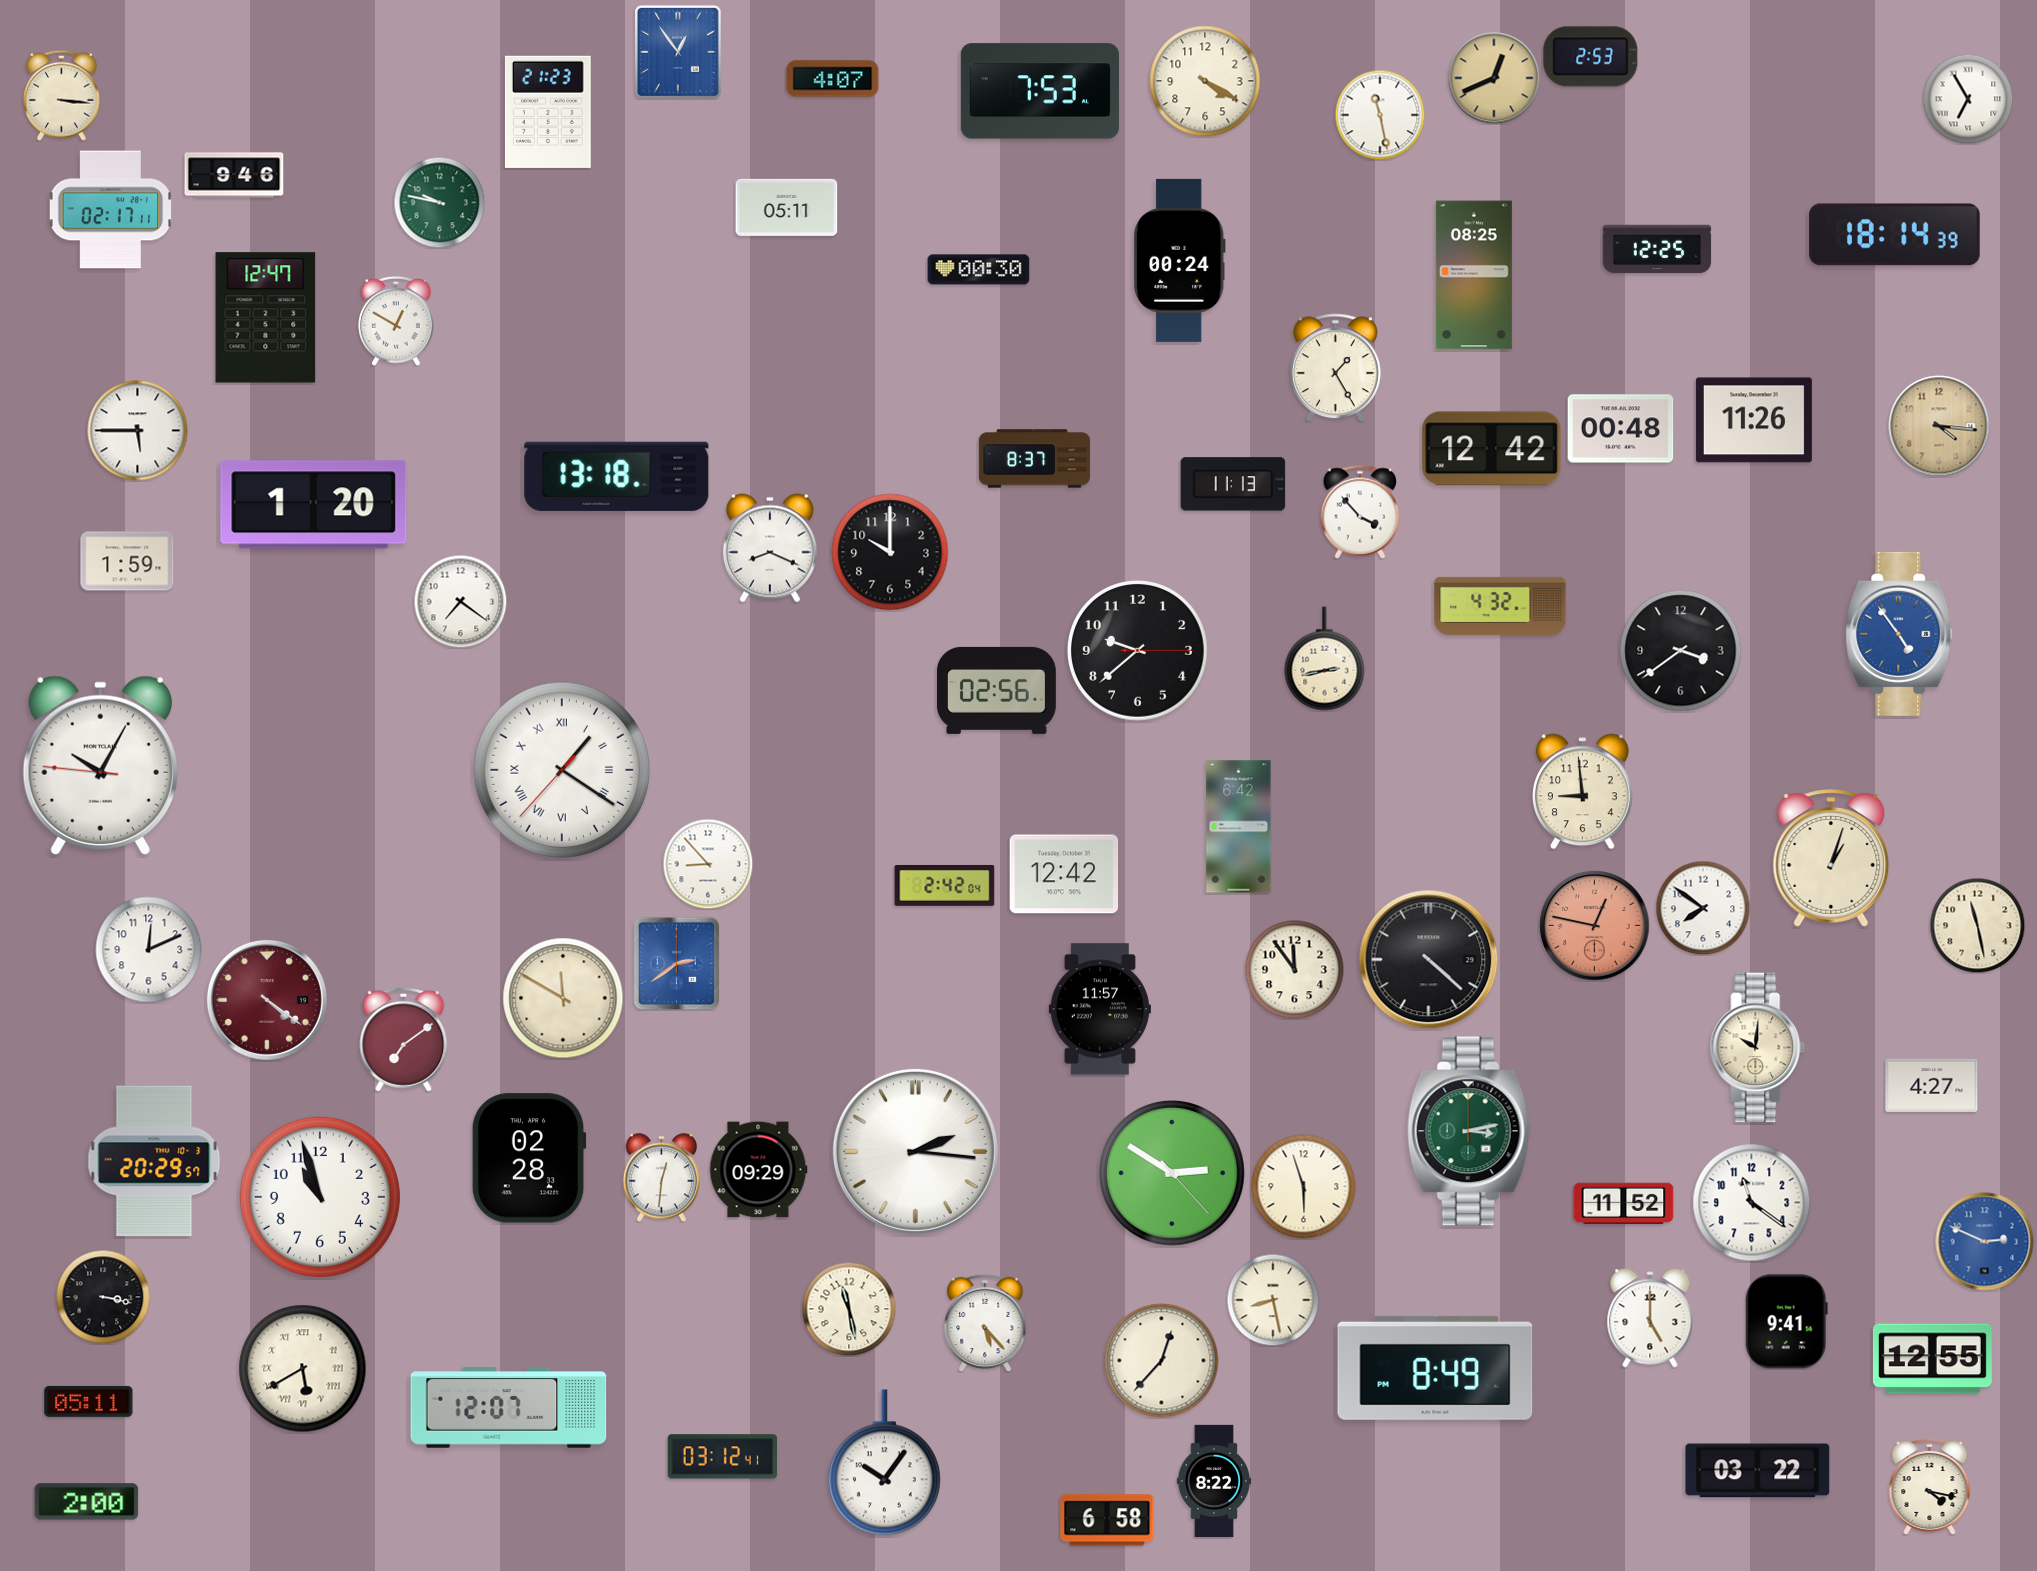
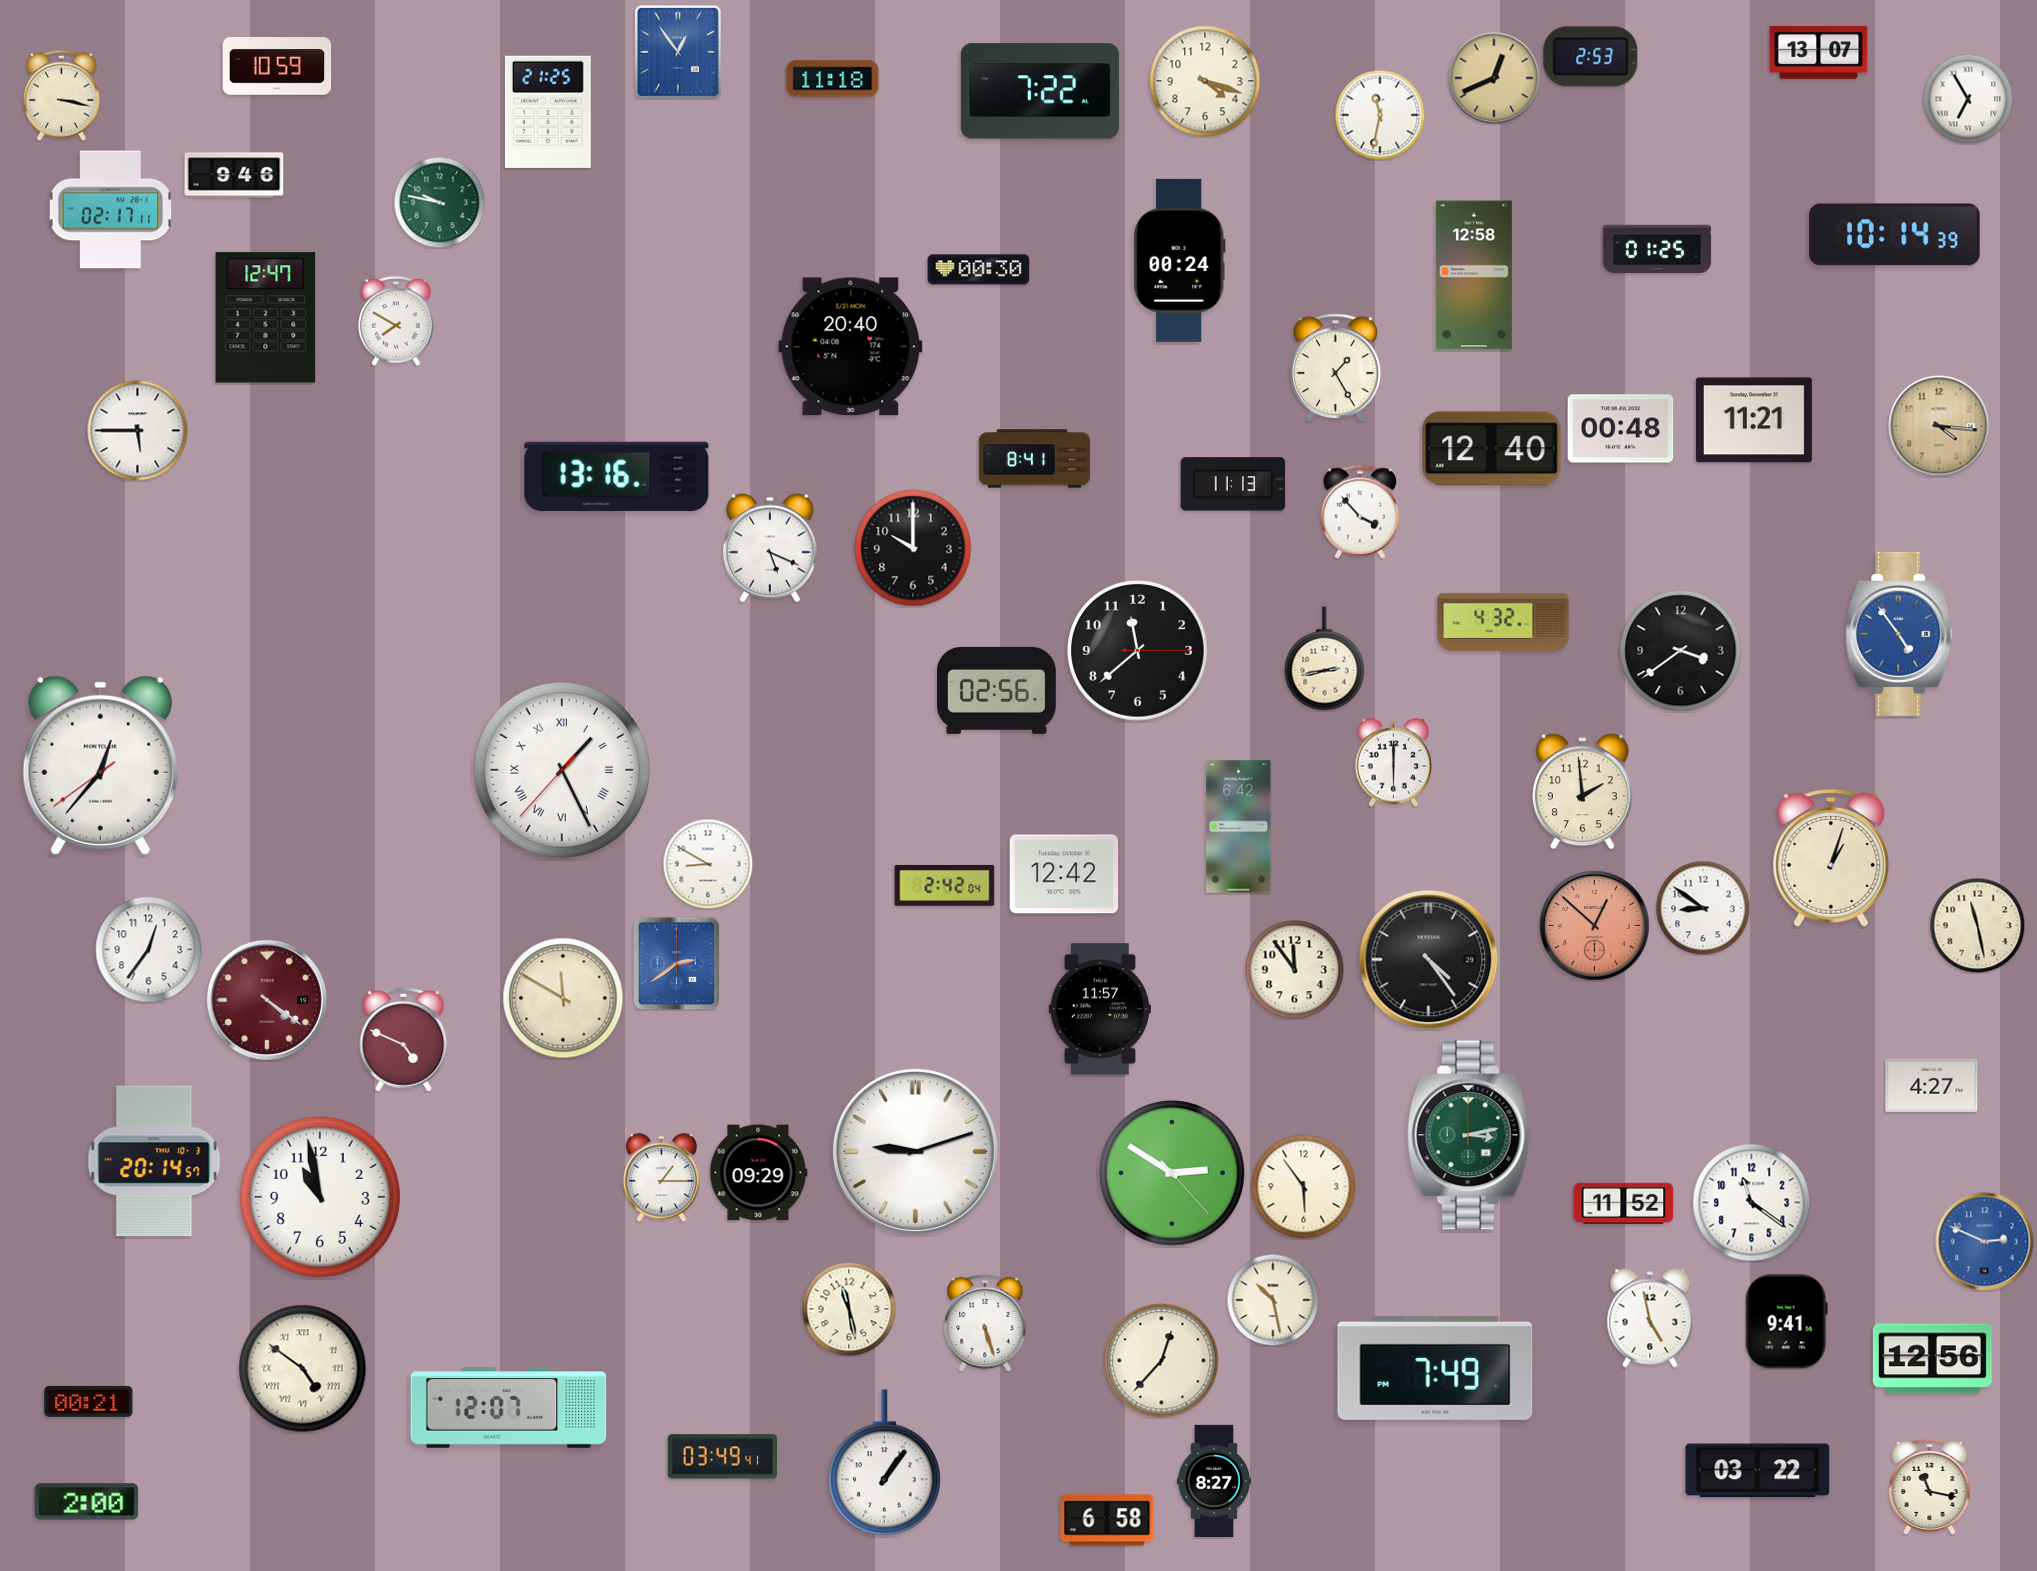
clock at (1819, 53): none -> 13:07
clock at (277, 66): none -> 10:59
clock at (833, 79): 4:07 -> 11:18
clock at (1205, 81): 4:20 -> 4:18
clock at (1040, 91): 7:53 -> 7:22
clock at (61, 95): 3:16 -> 3:17
clock at (548, 112): 21:23 -> 21:25
clock at (1380, 115): 11:28 -> 11:32
clock at (787, 207): 05:11 -> none
clock at (1895, 235): 18:14 -> 10:14
clock at (1657, 249): 12:25 -> 01:25
clock at (1474, 275): 08:25 -> 12:58
clock at (396, 321): 12:50 -> 7:50
clock at (851, 347): none -> 20:40
clock at (1754, 420): 11:26 -> 11:21
clock at (1492, 449): 12:42 -> 12:40
clock at (1034, 459): 8:37 -> 8:41
clock at (617, 476): 13:18 -> 13:16
clock at (314, 505): 1:20 -> none
clock at (770, 548): 8:19 -> 5:19
clock at (890, 552) position: (890, 552) -> (913, 548)
clock at (127, 561): 1:59 -> none
clock at (460, 601): 7:21 -> none
clock at (1500, 606) position: (1500, 606) -> (1503, 622)
clock at (1138, 651): 9:38 -> 11:38
clock at (1394, 763): none -> 6:00
clock at (100, 765): 10:04 -> 12:36
clock at (562, 770): 1:20 -> 1:25
clock at (1582, 792): 8:59 -> 1:59
clock at (708, 864): 8:53 -> 8:50
clock at (1703, 908): 7:51 -> 8:51
clock at (1595, 926): 12:47 -> 12:52
clock at (149, 950): 12:11 -> 12:36
clock at (1429, 960): 4:22 -> 4:24
clock at (404, 1039): 7:09 -> 4:49
clock at (1758, 1048): 10:01 -> none
clock at (1469, 1131) position: (1469, 1131) -> (1469, 1135)
clock at (915, 1151): 2:16 -> 9:12
clock at (529, 1158): 02:28 -> none
clock at (154, 1161): 20:29 -> 20:14
clock at (759, 1170) position: (759, 1170) -> (759, 1173)
clock at (662, 1178): 12:31 -> 1:15
clock at (1304, 1187): 5:57 -> 5:54
clock at (320, 1197): 10:57 -> 10:58
clock at (103, 1297): 3:17 -> none
clock at (1273, 1300): 8:28 -> 10:28
clock at (1650, 1318): 5:00 -> 4:58
clock at (985, 1323): 5:23 -> 5:27
clock at (1932, 1359): 12:55 -> 12:56
clock at (1435, 1368): 8:49 -> 7:49
clock at (303, 1369): 5:40 -> 4:51
clock at (89, 1401): 05:11 -> 00:21
clock at (722, 1457): 03:12 -> 03:49
clock at (884, 1463): 10:06 -> 1:06
clock at (1214, 1480): 8:22 -> 8:27
clock at (1930, 1486): 4:17 -> 11:17
